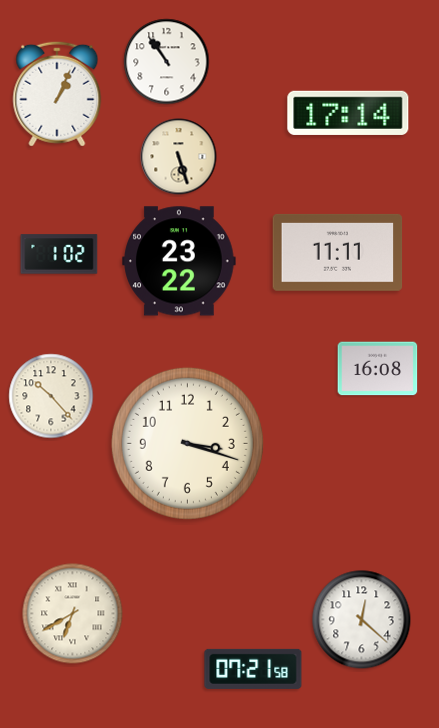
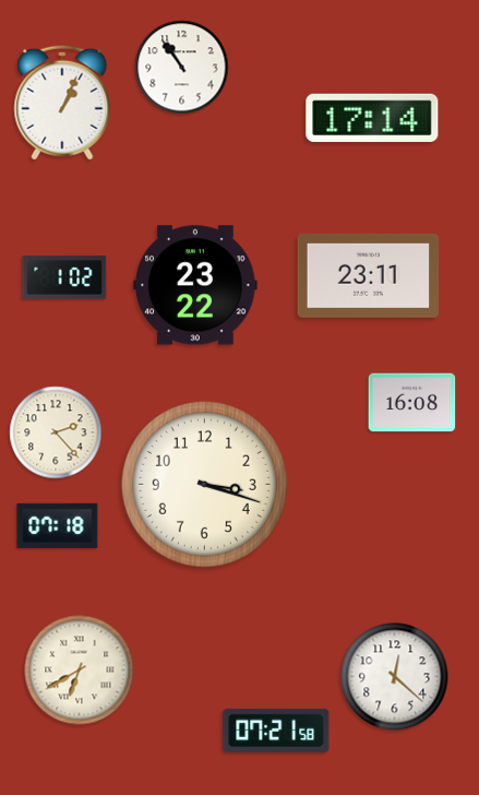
clock at (348, 113) position: (348, 113) -> (372, 118)
clock at (179, 157): 5:27 -> none
clock at (338, 252): 11:11 -> 23:11
clock at (51, 396): 10:23 -> 2:23
clock at (58, 525): none -> 07:18
